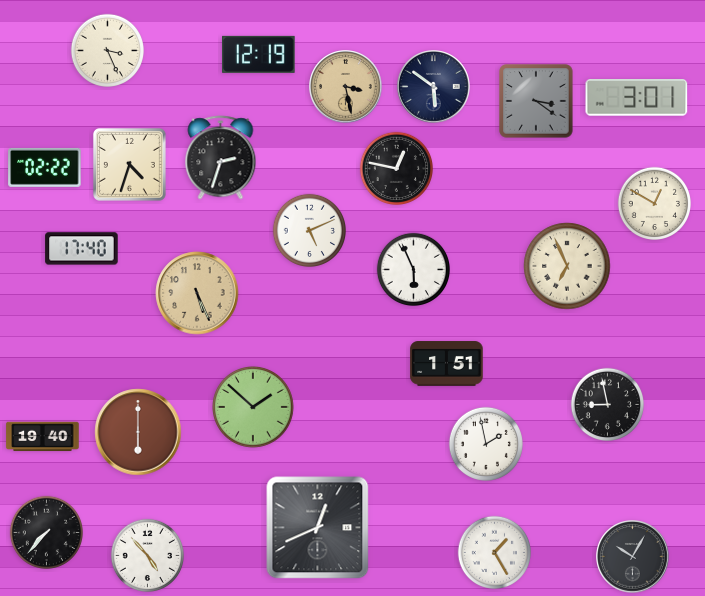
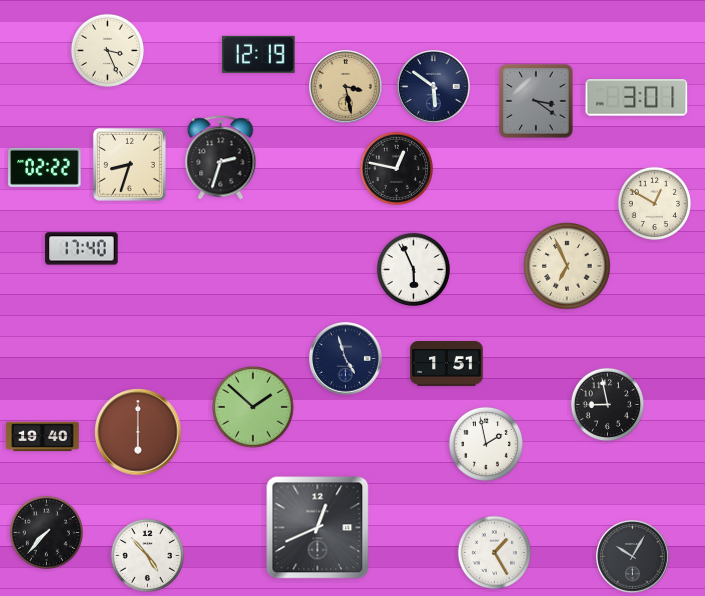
clock at (129, 164): 4:33 -> 8:33
clock at (309, 230): 5:11 -> none
clock at (197, 293): 5:26 -> none
clock at (346, 359): none -> 4:57
